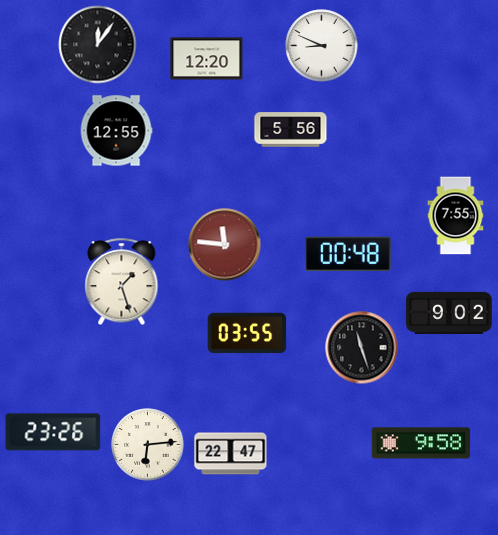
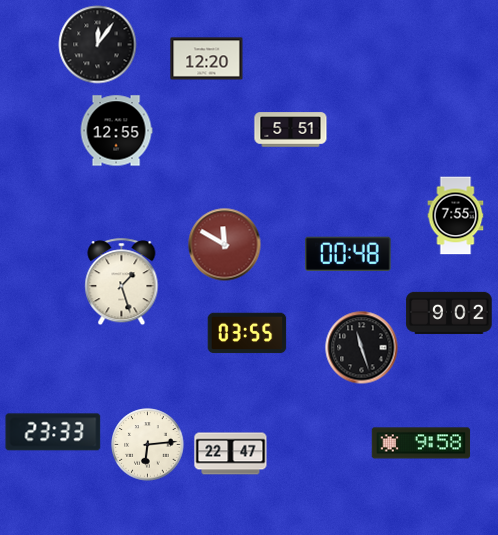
clock at (322, 46): 8:49 -> none
clock at (291, 130): 5:56 -> 5:51
clock at (225, 245): 11:46 -> 11:50
clock at (53, 432): 23:26 -> 23:33
